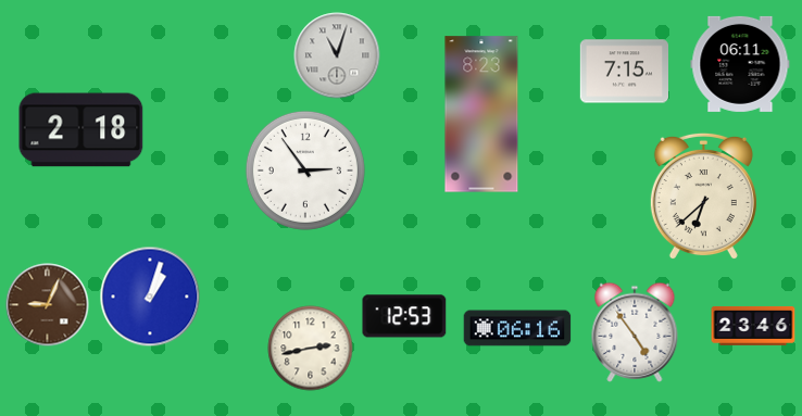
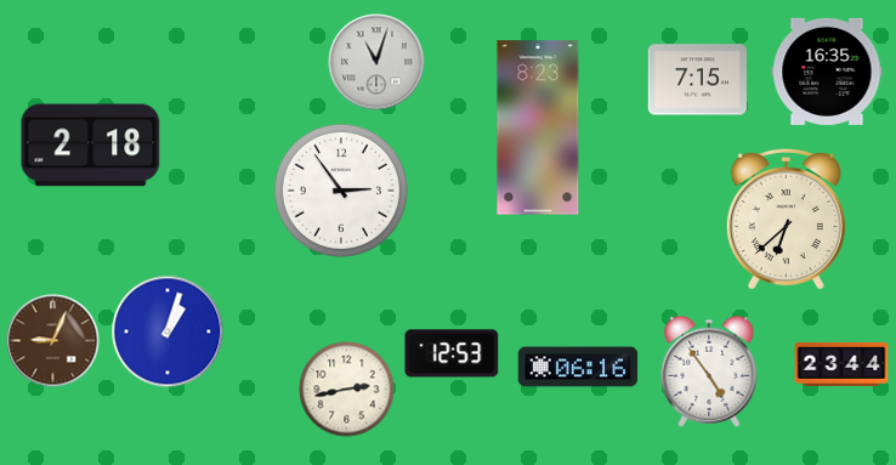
clock at (740, 64): 06:11 -> 16:35
clock at (753, 326): 23:46 -> 23:44
